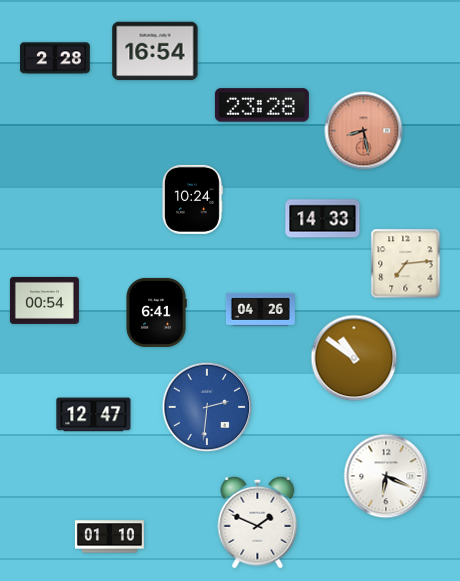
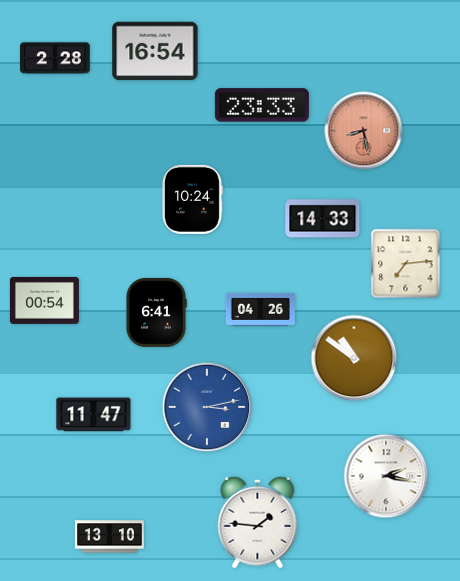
clock at (262, 105): 23:28 -> 23:33
clock at (207, 407): 2:31 -> 3:13
clock at (94, 415): 12:47 -> 11:47
clock at (386, 476): 6:19 -> 2:17
clock at (258, 522): 1:49 -> 1:46
clock at (109, 537): 01:10 -> 13:10
